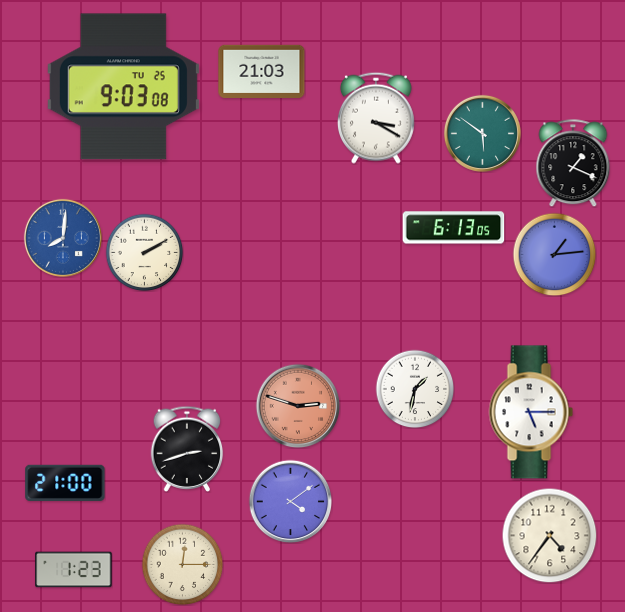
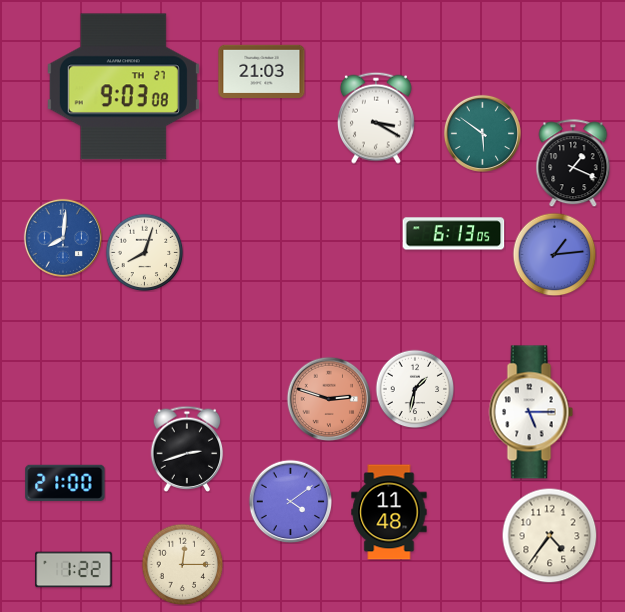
clock at (123, 87) date: TU 25 -> TH 27
clock at (454, 228) position: (454, 228) -> (454, 234)
clock at (144, 252): 2:10 -> 8:03
clock at (298, 406) position: (298, 406) -> (329, 399)
clock at (389, 512): none -> 11:48
clock at (74, 570): 1:23 -> 1:22
